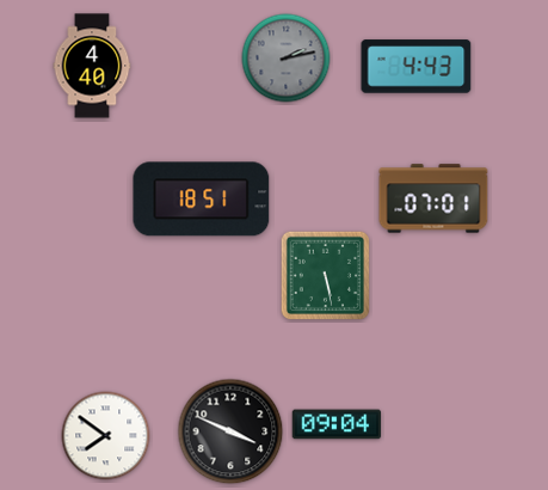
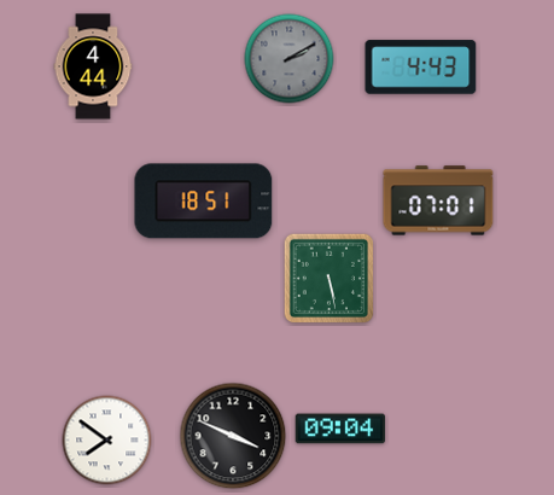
clock at (287, 59): 2:13 -> 2:10
clock at (92, 66): 4:40 -> 4:44
